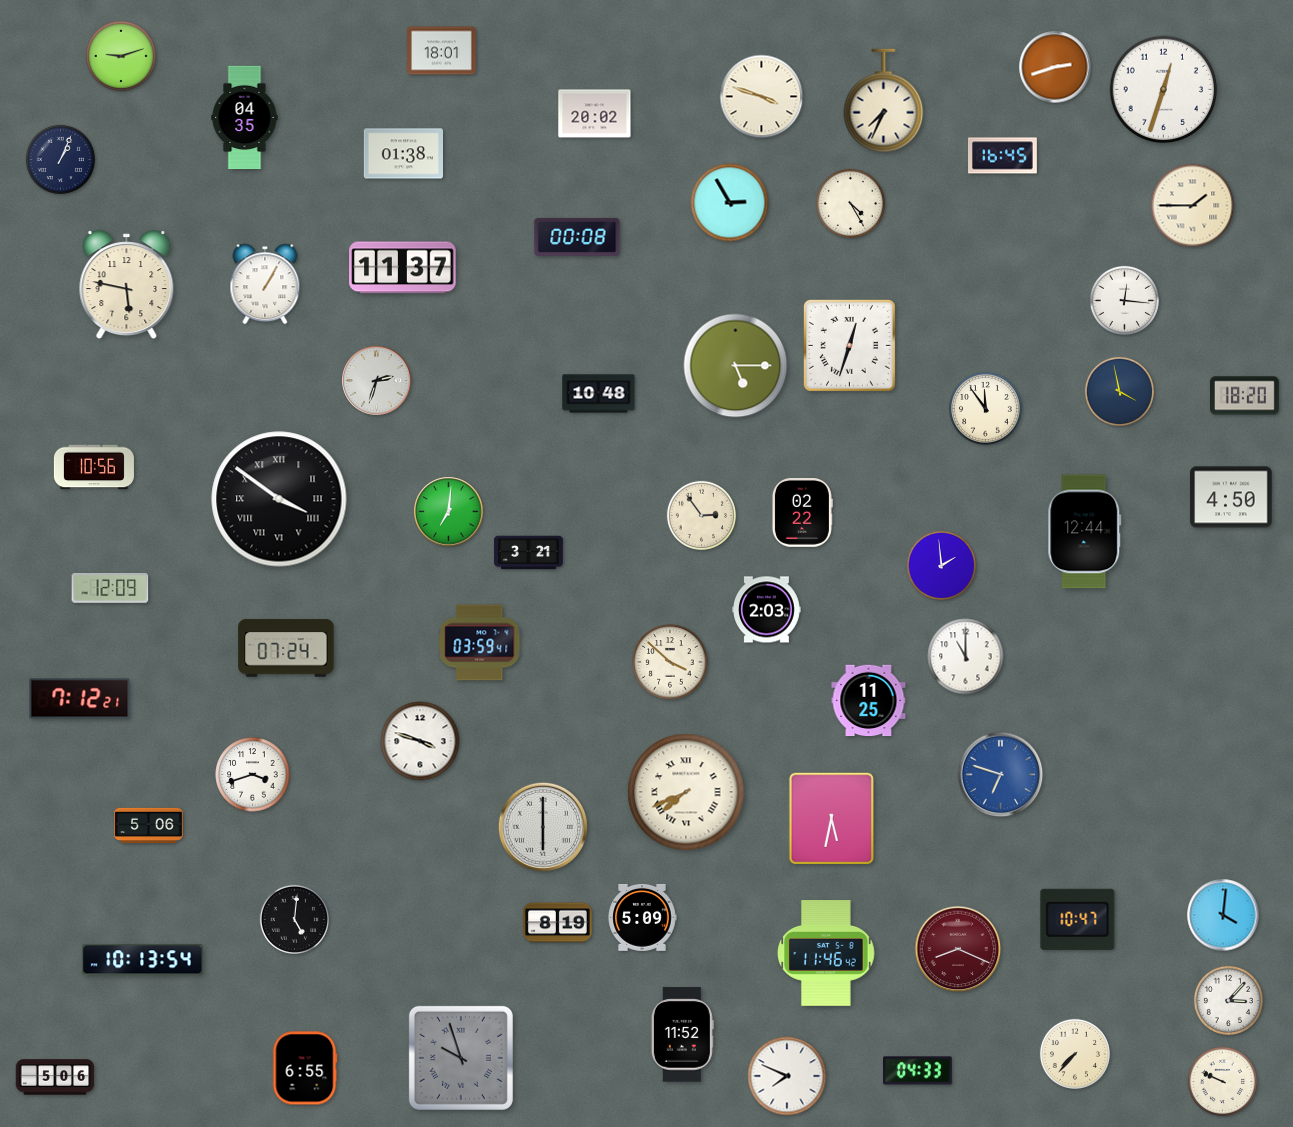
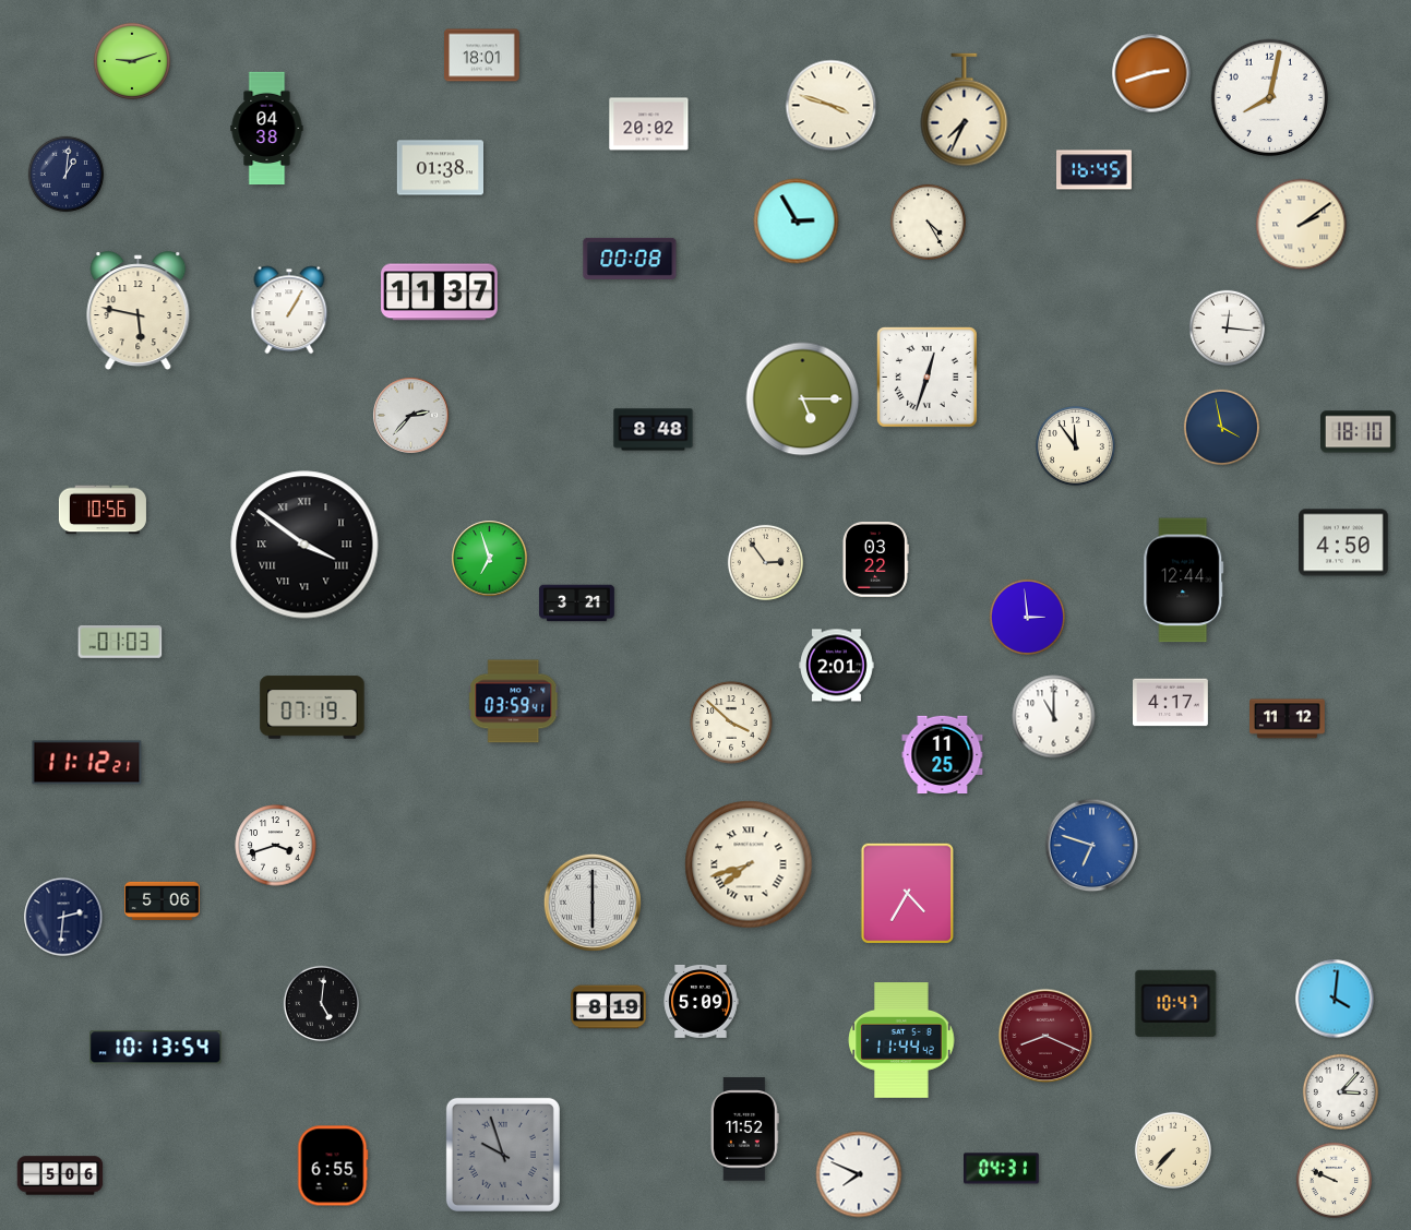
clock at (1164, 90): 12:33 -> 8:02
clock at (245, 118): 04:35 -> 04:38
clock at (60, 159): 1:04 -> 1:01
clock at (1193, 206): 1:45 -> 2:09
clock at (377, 381): 2:33 -> 2:37
clock at (599, 394): 10:48 -> 8:48
clock at (1245, 396): 18:20 -> 18:10
clock at (449, 512): 7:01 -> 6:57
clock at (802, 513): 02:22 -> 03:22
clock at (941, 565): 1:59 -> 2:59
clock at (110, 588): 12:09 -> 01:03
clock at (767, 610): 2:03 -> 2:01
clock at (480, 643) position: (480, 643) -> (514, 702)
clock at (1171, 703): none -> 4:17
clock at (286, 648): 07:24 -> 07:19
clock at (1288, 719): none -> 11:12
clock at (80, 699): 7:12 -> 11:12
clock at (869, 701) position: (869, 701) -> (943, 755)
clock at (420, 741): 3:48 -> none
clock at (686, 792): 7:41 -> 7:42
clock at (831, 819): 5:32 -> 4:35
clock at (63, 917): none -> 2:31
clock at (826, 954): 11:46 -> 11:44
clock at (918, 1071): 04:33 -> 04:31
